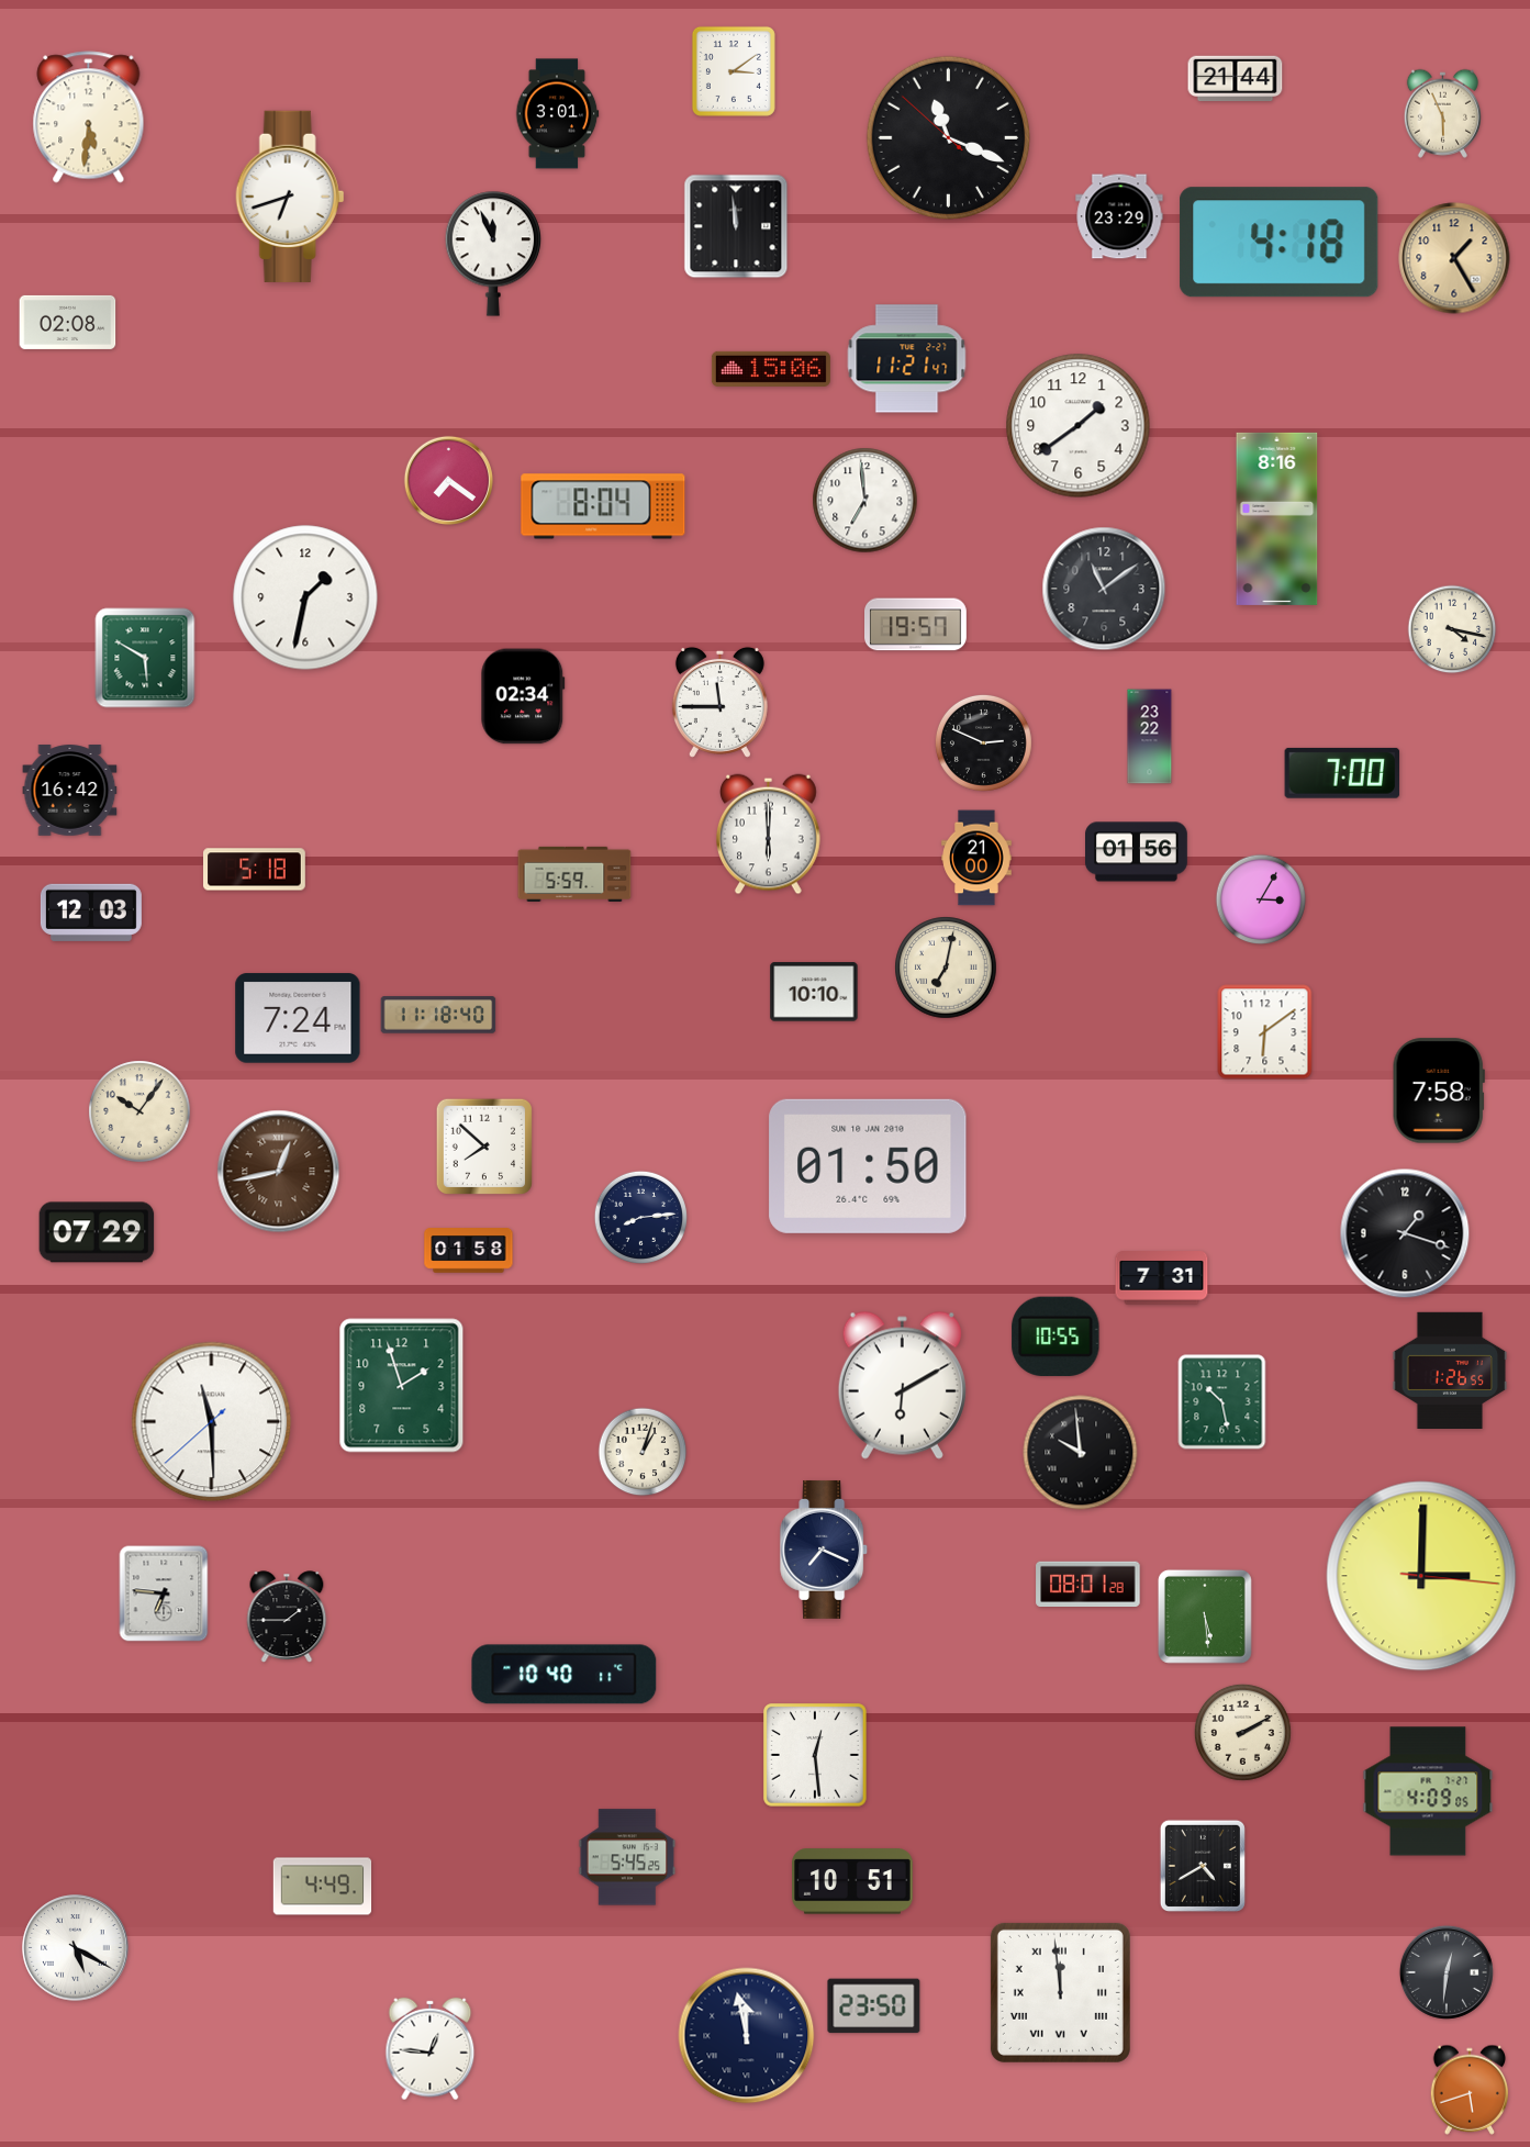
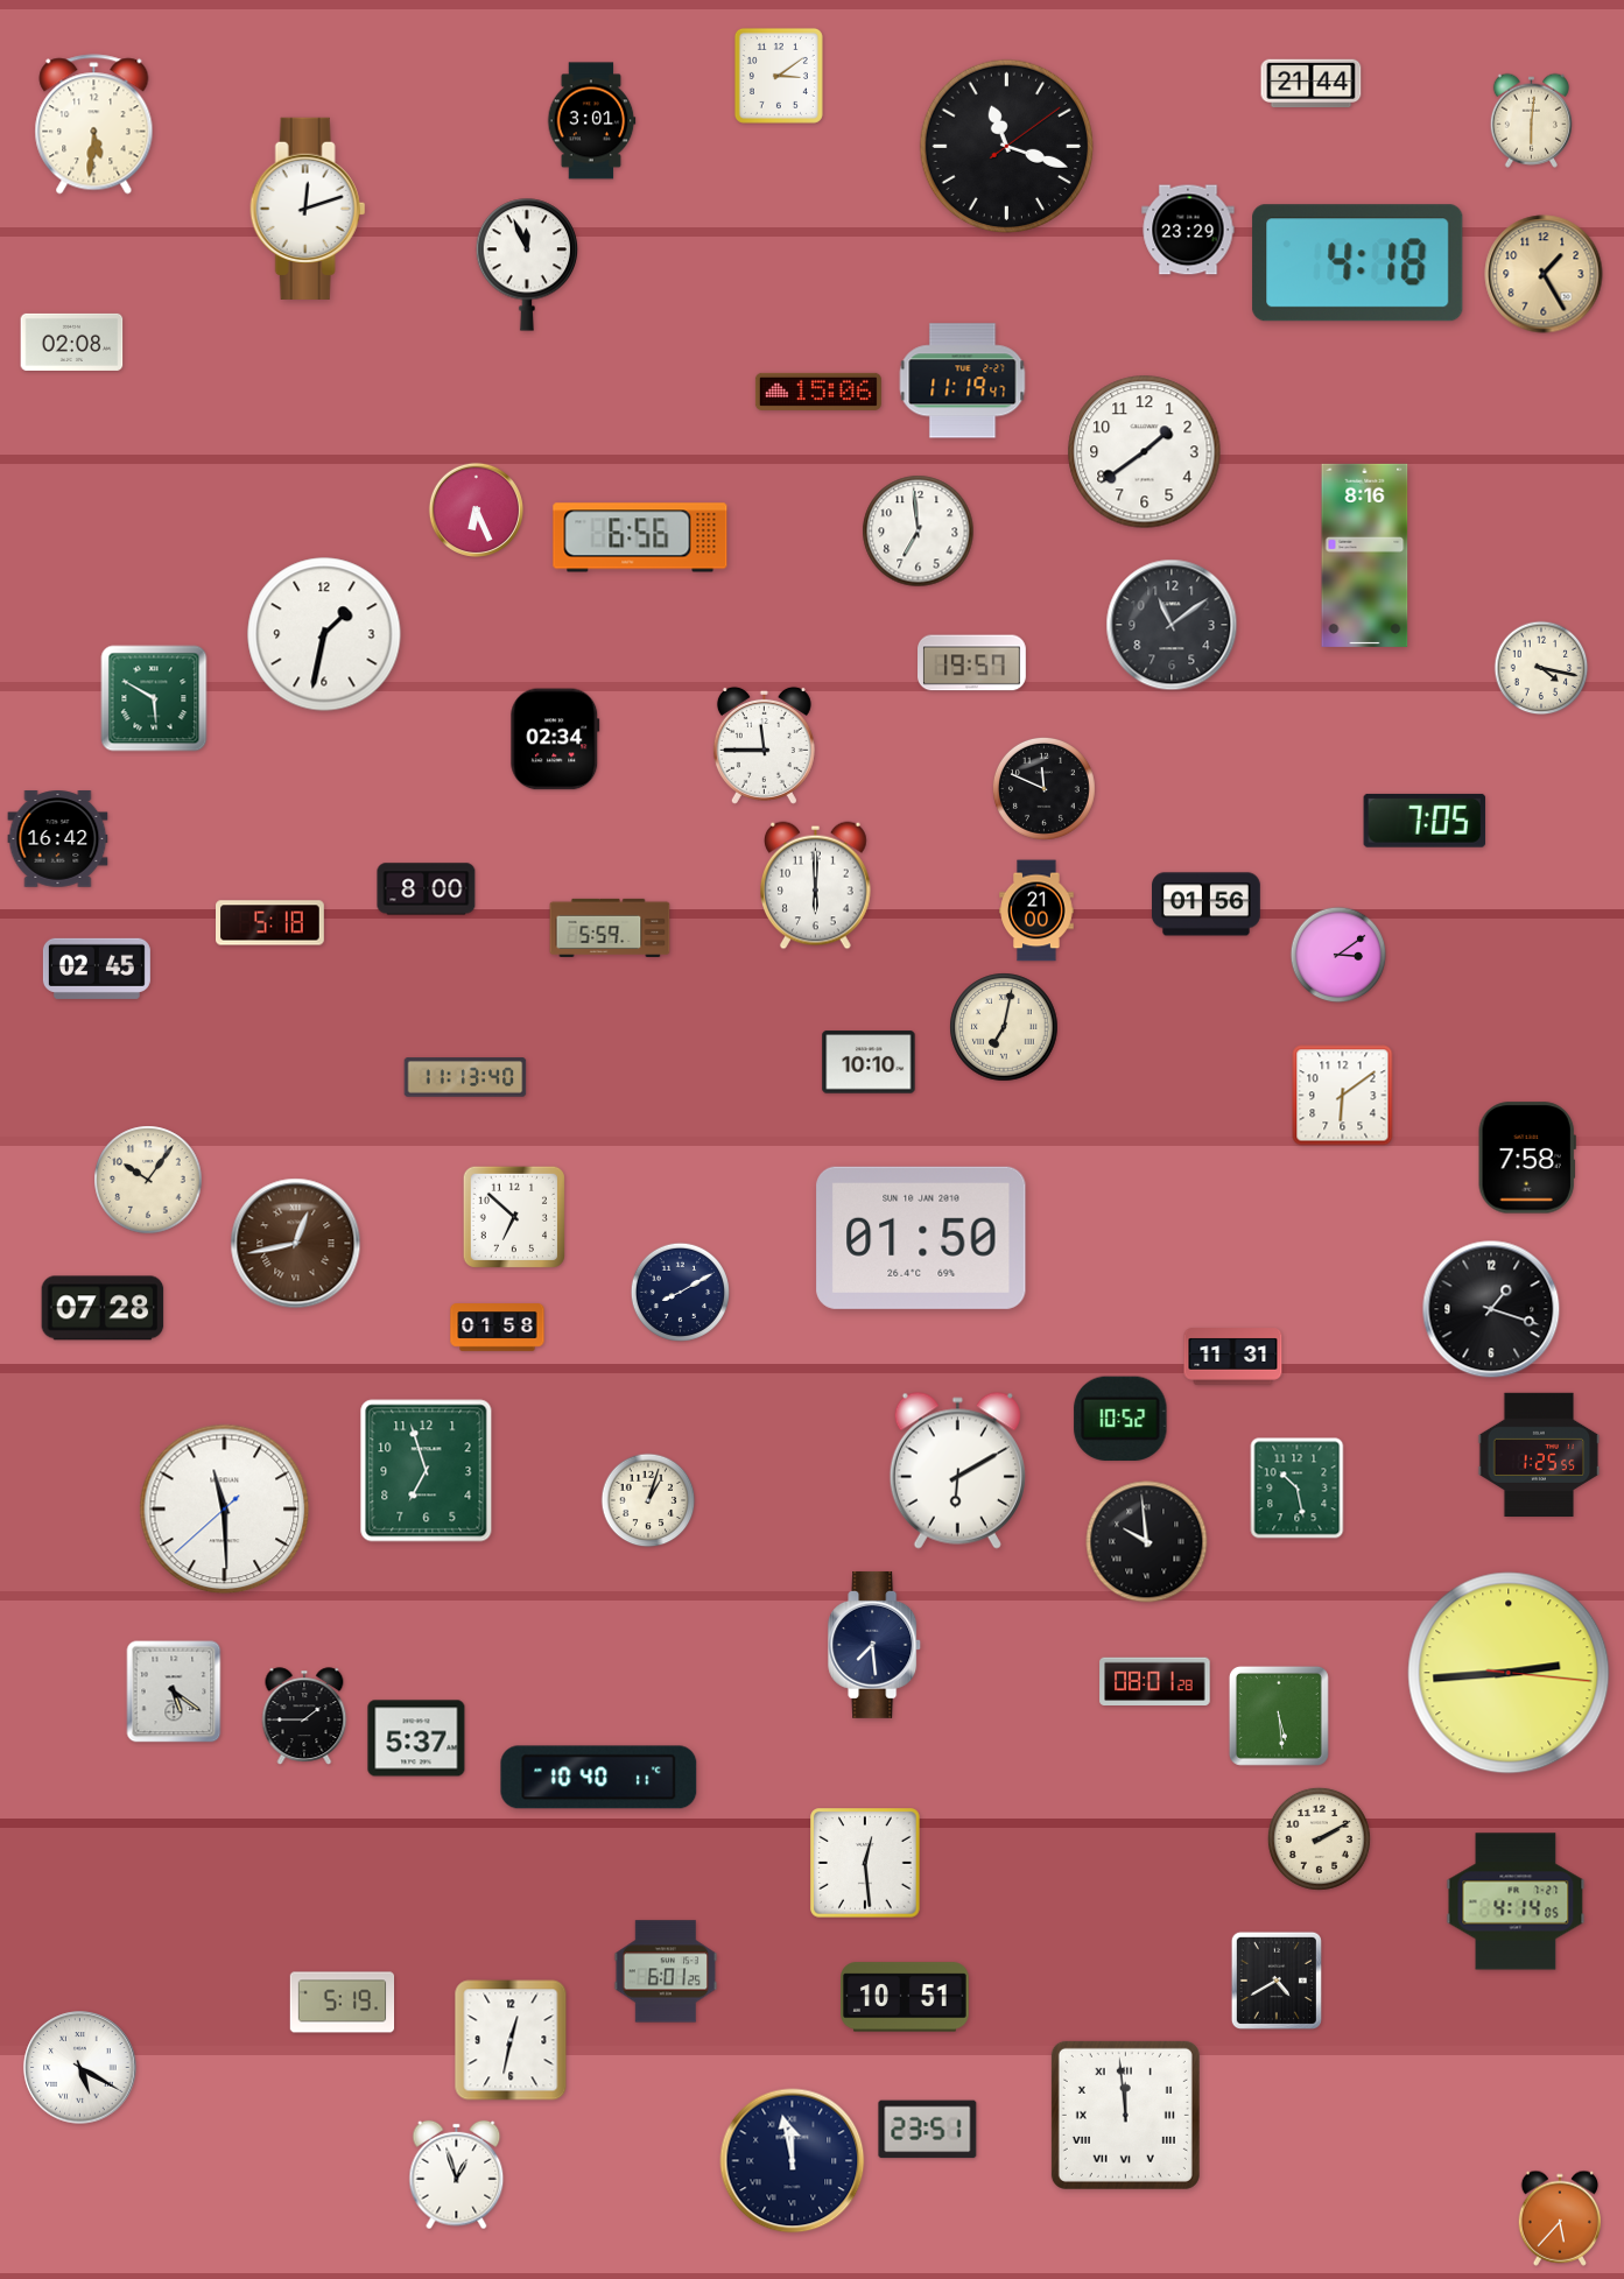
clock at (1442, 113): 5:56 -> 6:01
clock at (949, 138): 11:18:52 -> 11:18:09
clock at (290, 197): 6:42 -> 12:12
clock at (736, 226): 11:59 -> none
clock at (1280, 243) position: (1280, 243) -> (1358, 263)
clock at (493, 254) position: (493, 254) -> (527, 265)
clock at (907, 359): 11:21 -> 11:19
clock at (448, 480): 7:21 -> 6:26
clock at (603, 506): 8:04 -> 6:56
clock at (1277, 518) position: (1277, 518) -> (1365, 555)
clock at (1150, 737): 23:22 -> none
clock at (983, 742): 2:49 -> 11:49
clock at (1342, 773): 7:00 -> 7:05
clock at (70, 791) position: (70, 791) -> (58, 839)
clock at (427, 889): none -> 8:00
clock at (1261, 899): 3:05 -> 3:09
clock at (91, 913): 12:03 -> 02:45
clock at (814, 992) position: (814, 992) -> (869, 1062)
clock at (438, 1015): 11:18 -> 11:13
clock at (298, 1018): 7:24 -> none
clock at (484, 1147): 7:52 -> 6:52
clock at (640, 1217): 8:14 -> 8:10
clock at (97, 1232): 07:29 -> 07:28
clock at (1162, 1278): 7:31 -> 11:31
clock at (1056, 1337): 10:55 -> 10:52
clock at (1450, 1369): 1:26 -> 1:25
clock at (402, 1386): 1:57 -> 6:57
clock at (643, 1452) position: (643, 1452) -> (648, 1500)
clock at (825, 1550): 7:19 -> 7:29
clock at (1421, 1576): 3:00 -> 2:44
clock at (164, 1594): 6:46 -> 5:21
clock at (416, 1738): none -> 5:37
clock at (1428, 1791): 4:09 -> 4:14
clock at (627, 1857): 5:45 -> 6:01
clock at (323, 1887): 4:49 -> 5:19
clock at (511, 2040): none -> 12:32
clock at (1447, 1972): 12:31 -> none
clock at (874, 2006): 23:50 -> 23:51
clock at (431, 2049): 12:46 -> 12:57
clock at (1470, 2090): 5:42 -> 5:37
